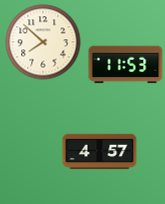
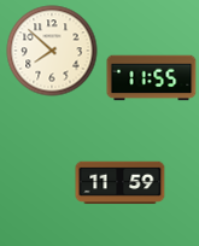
clock at (126, 65): 11:53 -> 11:55
clock at (100, 152): 4:57 -> 11:59
